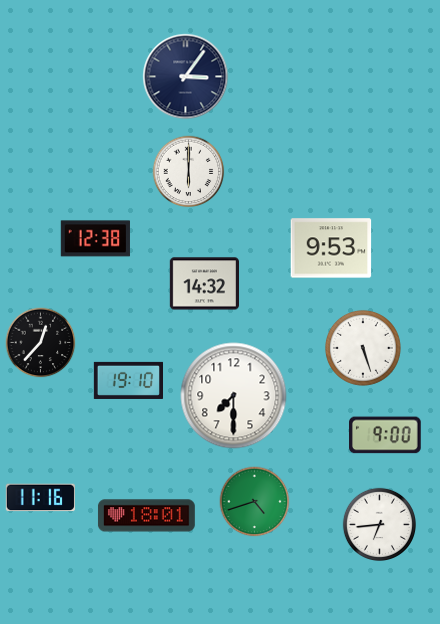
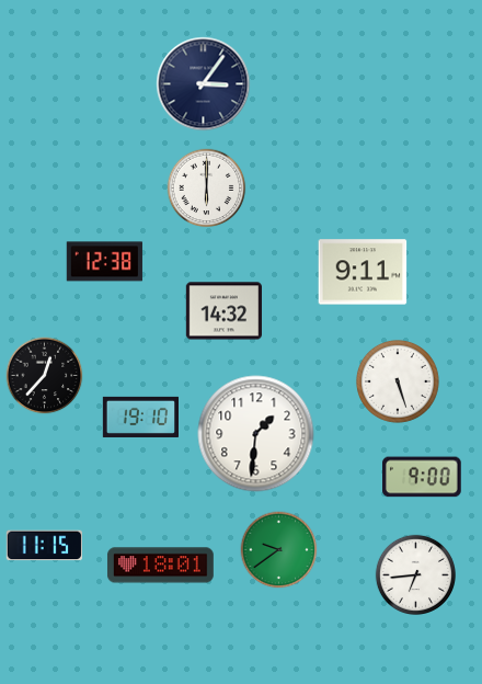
clock at (331, 248): 9:53 -> 9:11
clock at (234, 396): 7:30 -> 1:31
clock at (40, 498): 11:16 -> 11:15
clock at (255, 502): 4:42 -> 9:39
